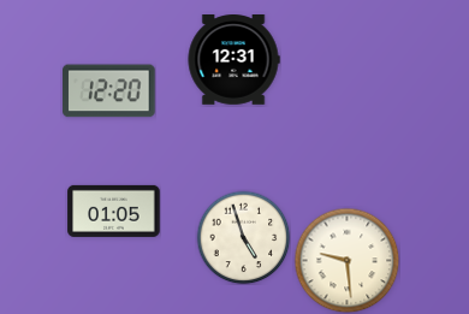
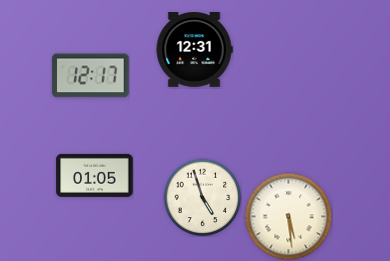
clock at (109, 91): 12:20 -> 12:17
clock at (346, 260): 9:29 -> 5:29
